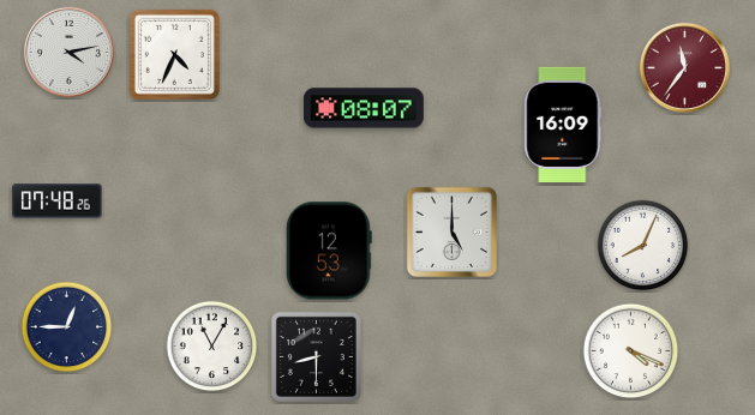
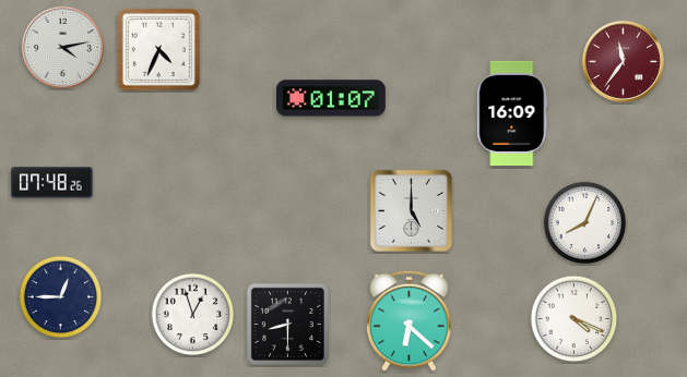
clock at (364, 108): 08:07 -> 01:07
clock at (329, 251): 12:53 -> none
clock at (212, 347): 11:05 -> 12:57
clock at (410, 320): none -> 6:22
